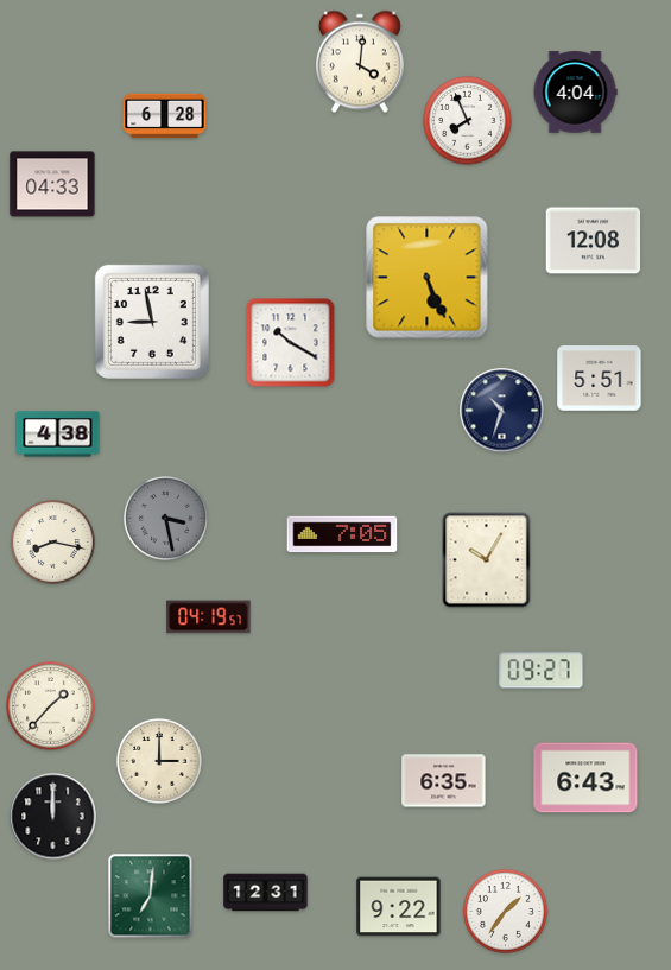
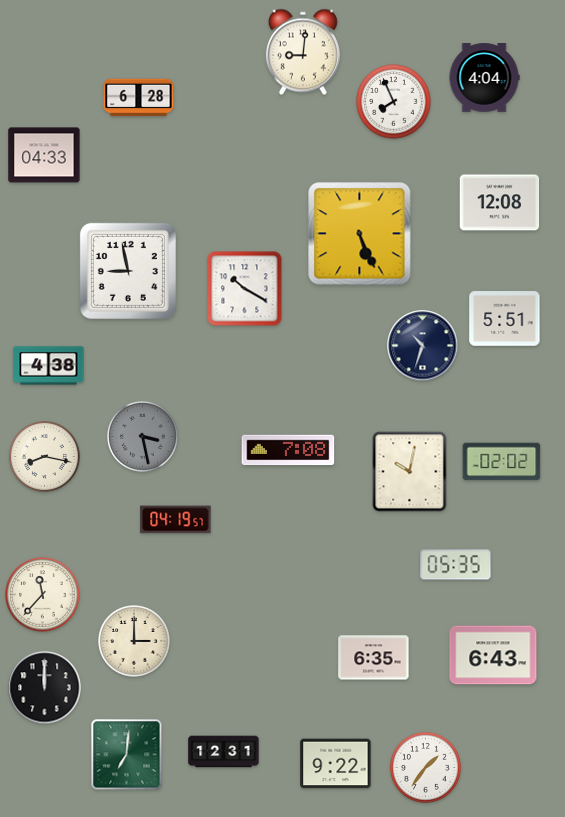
clock at (360, 62): 4:01 -> 9:01
clock at (166, 519) position: (166, 519) -> (143, 437)
clock at (342, 534): 7:05 -> 7:08
clock at (502, 462): none -> 02:02
clock at (487, 560): 10:05 -> 10:02
clock at (542, 671): 09:27 -> 05:35
clock at (51, 706): 1:37 -> 11:37
